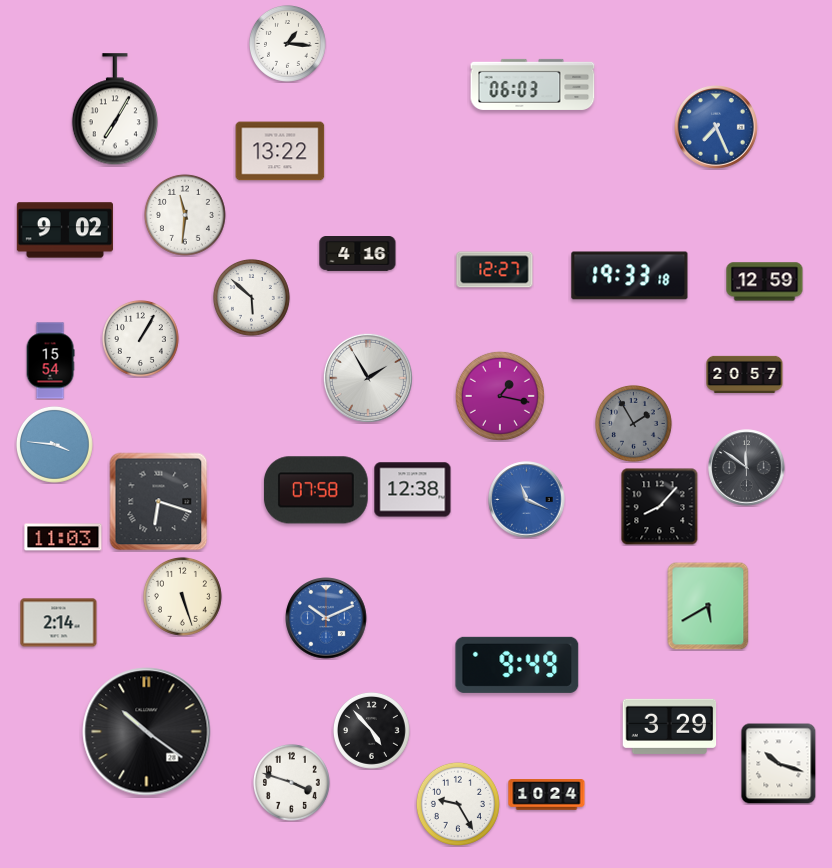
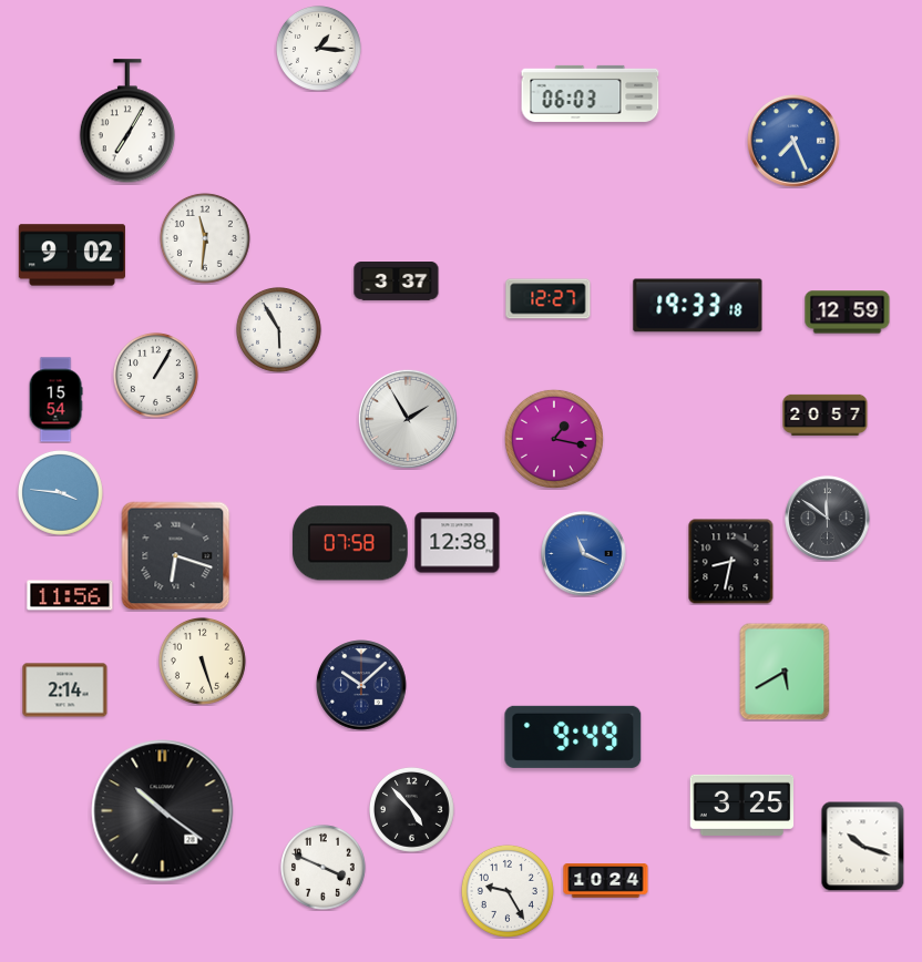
clock at (280, 151): 13:22 -> none
clock at (358, 254): 4:16 -> 3:37
clock at (251, 297): 5:52 -> 5:55
clock at (633, 423): 1:55 -> none
clock at (659, 506): 8:07 -> 8:32
clock at (63, 537): 11:03 -> 11:56
clock at (326, 618): 10:11 -> 10:08
clock at (326, 618) dial: blue -> navy
clock at (670, 726): 3:29 -> 3:25
clock at (291, 782): 3:48 -> 3:49
